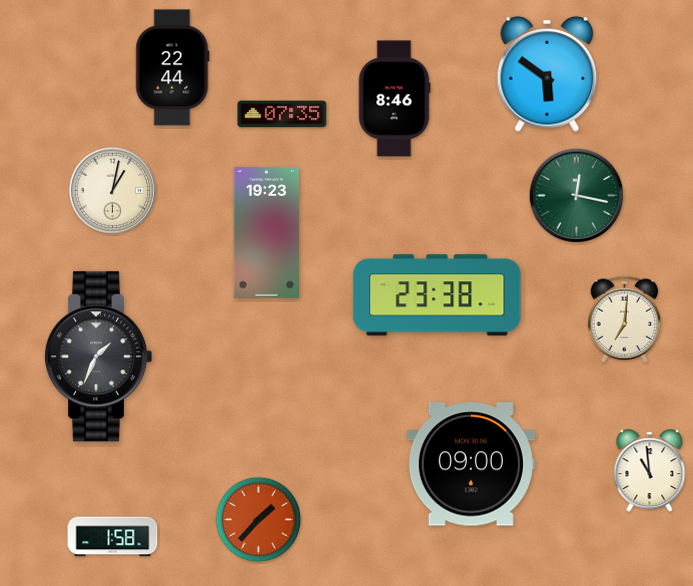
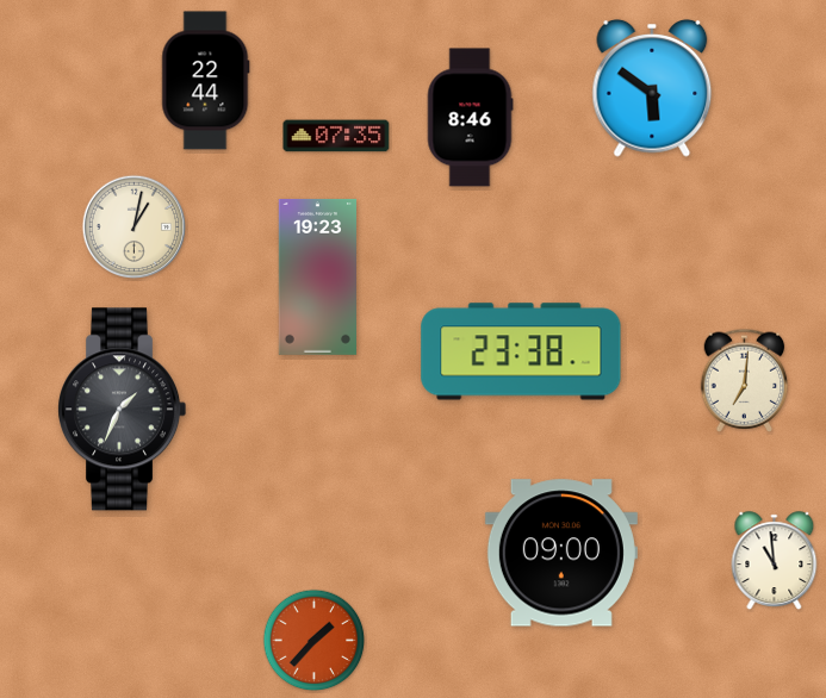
clock at (577, 196): 12:17 -> none
clock at (99, 357) position: (99, 357) -> (123, 410)
clock at (259, 520) position: (259, 520) -> (315, 641)
clock at (113, 537): 1:58 -> none
